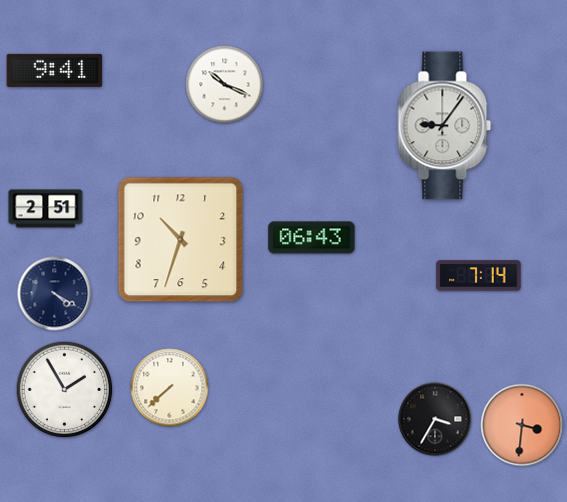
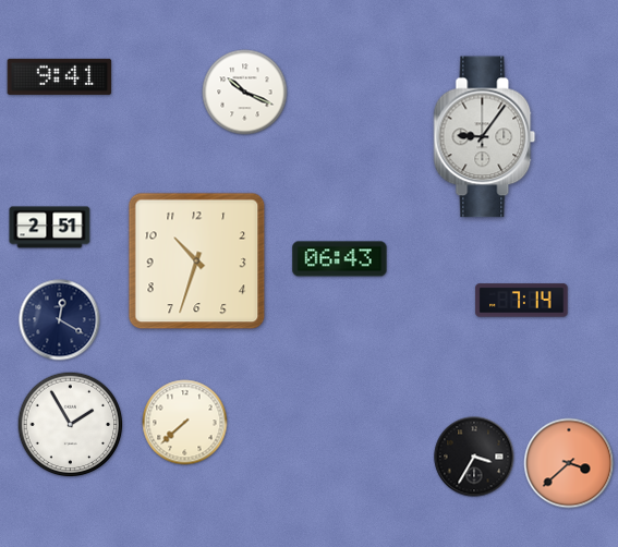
clock at (55, 294): 4:20 -> 12:20
clock at (522, 425): 3:31 -> 3:38
